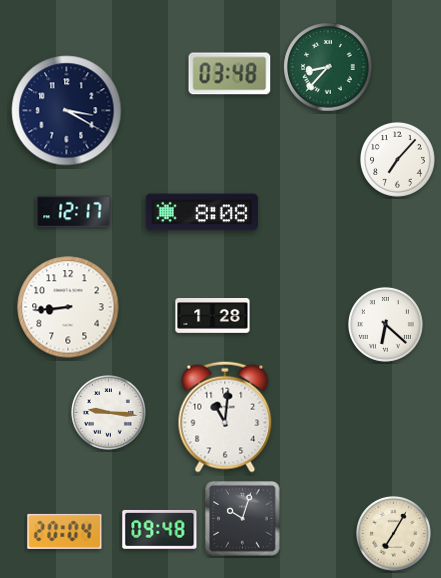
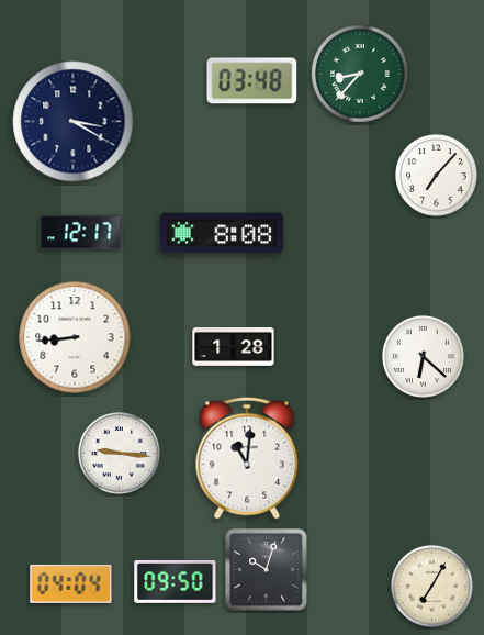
clock at (160, 530): 09:48 -> 09:50
clock at (65, 531): 20:04 -> 04:04
